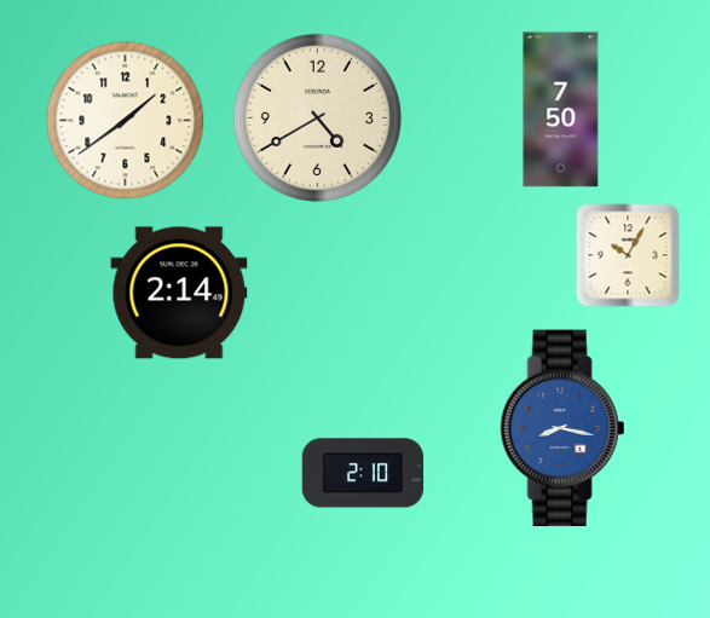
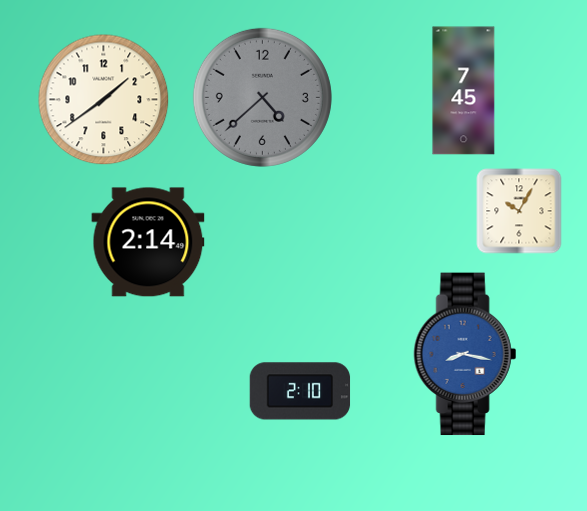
clock at (561, 110): 7:50 -> 7:45
clock at (317, 117): 4:40 -> 4:38
clock at (317, 117) dial: cream -> grey
